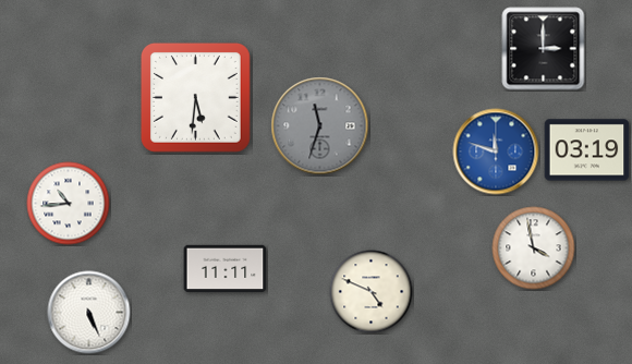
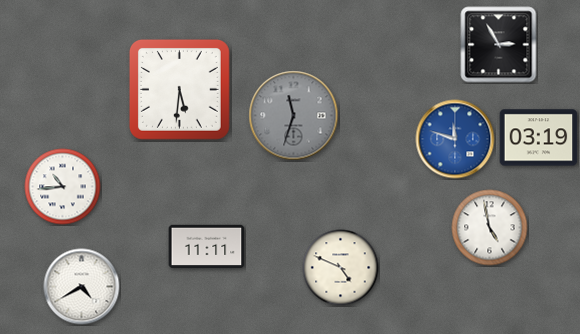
clock at (544, 49): 3:00 -> 2:55
clock at (534, 248): 3:58 -> 4:58
clock at (89, 313): 5:26 -> 4:40
